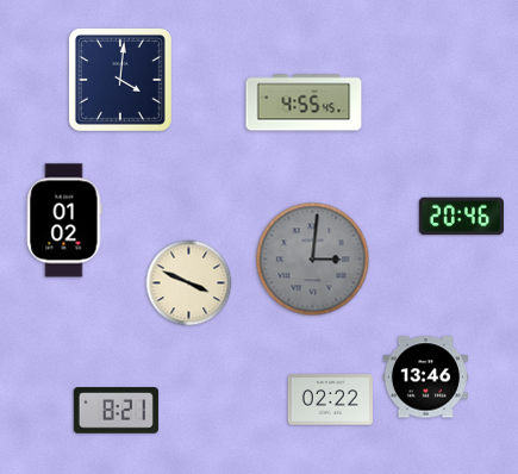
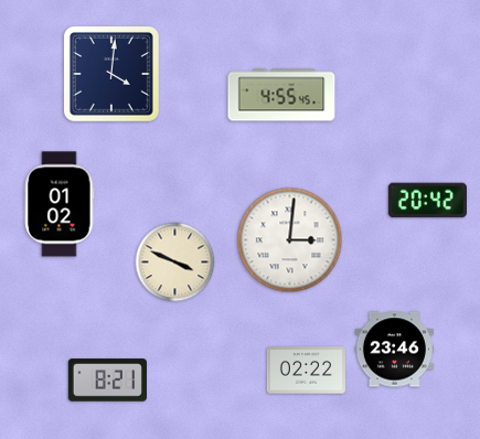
clock at (461, 217): 20:46 -> 20:42
clock at (313, 260) dial: grey -> white
clock at (425, 378): 13:46 -> 23:46
